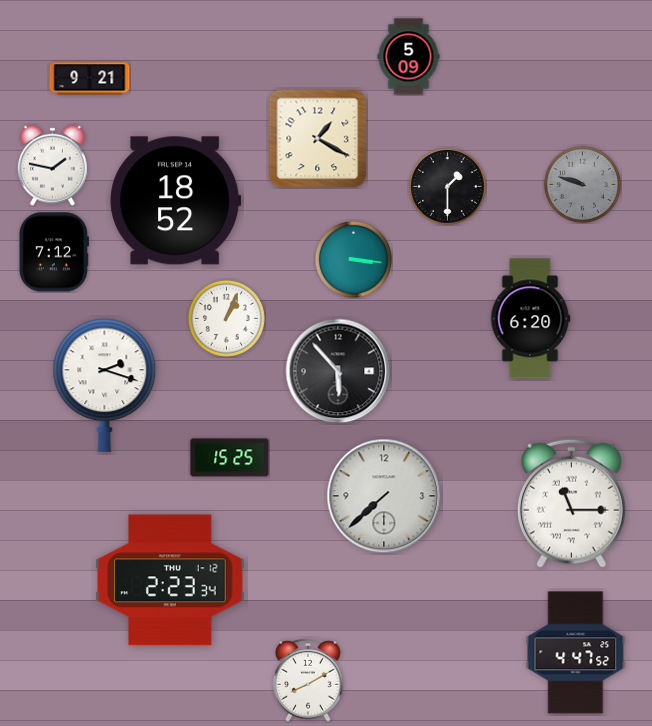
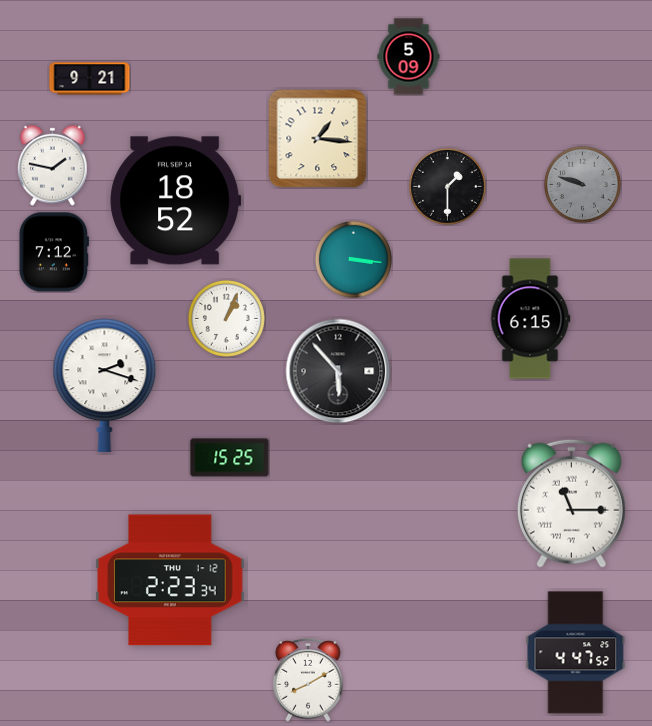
clock at (318, 139): 1:20 -> 1:16
clock at (530, 319): 6:20 -> 6:15
clock at (384, 496): 7:38 -> none
